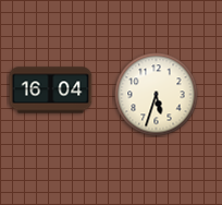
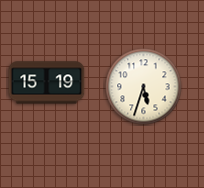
clock at (51, 91): 16:04 -> 15:19
